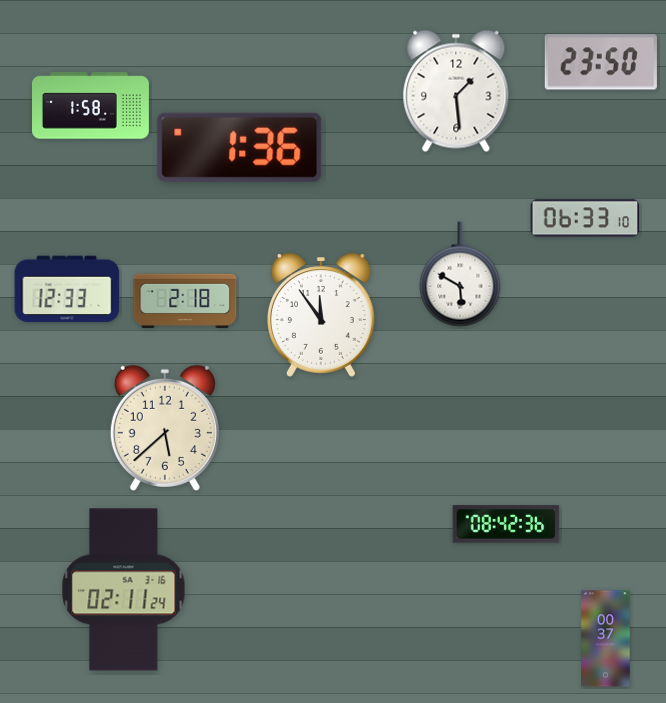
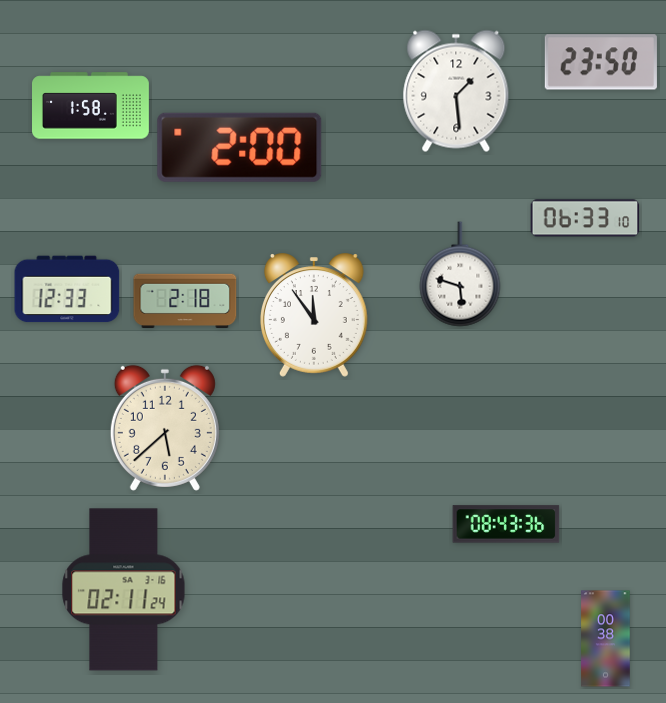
clock at (240, 147): 1:36 -> 2:00
clock at (460, 274): 5:50 -> 5:48
clock at (321, 315) position: (321, 315) -> (314, 315)
clock at (506, 524): 08:42 -> 08:43
clock at (606, 639): 00:37 -> 00:38
